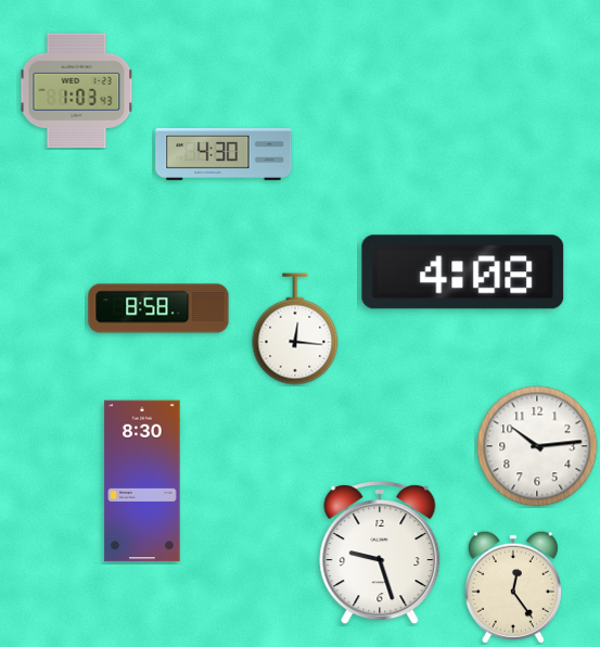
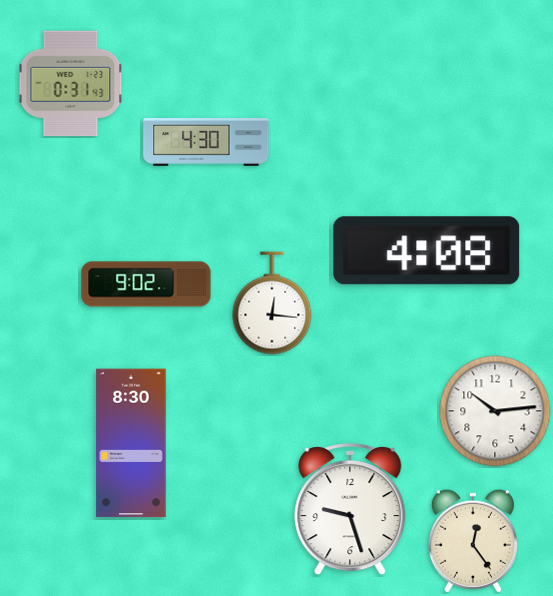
clock at (77, 91): 1:03 -> 0:31
clock at (158, 308): 8:58 -> 9:02
